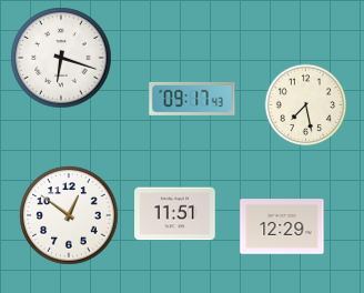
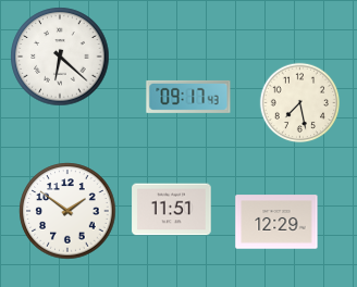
clock at (61, 58): 6:18 -> 6:22
clock at (69, 215): 12:51 -> 1:51
